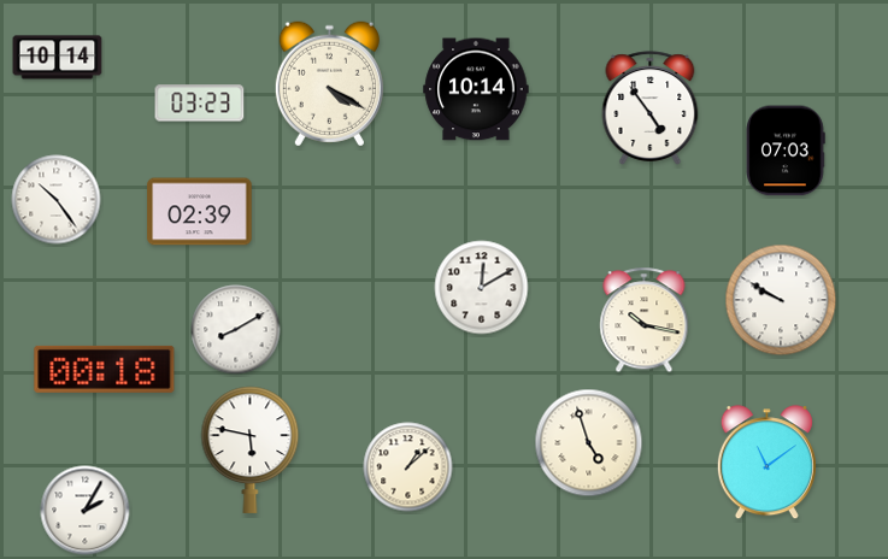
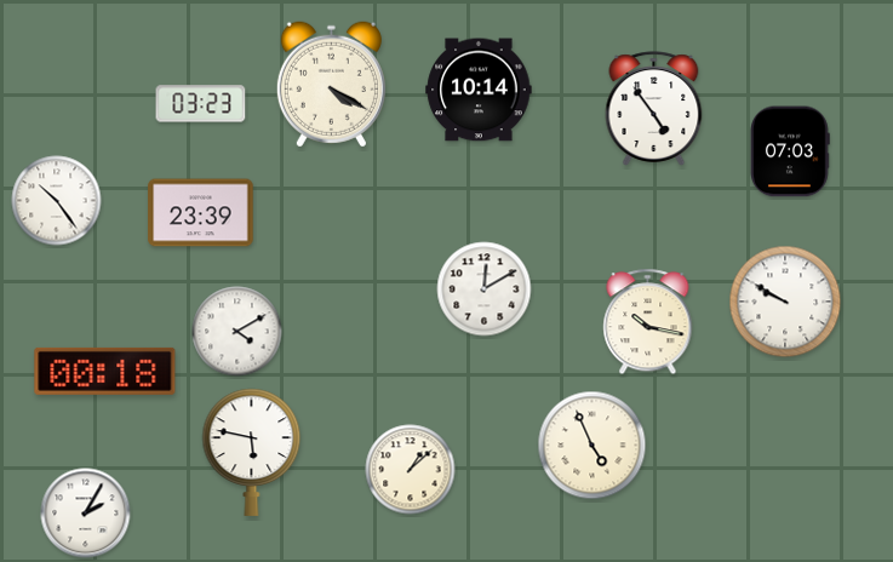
clock at (58, 58): 10:14 -> none
clock at (200, 212): 02:39 -> 23:39
clock at (236, 330): 8:10 -> 4:10
clock at (589, 443): 4:57 -> 4:56
clock at (766, 463): 11:09 -> none
